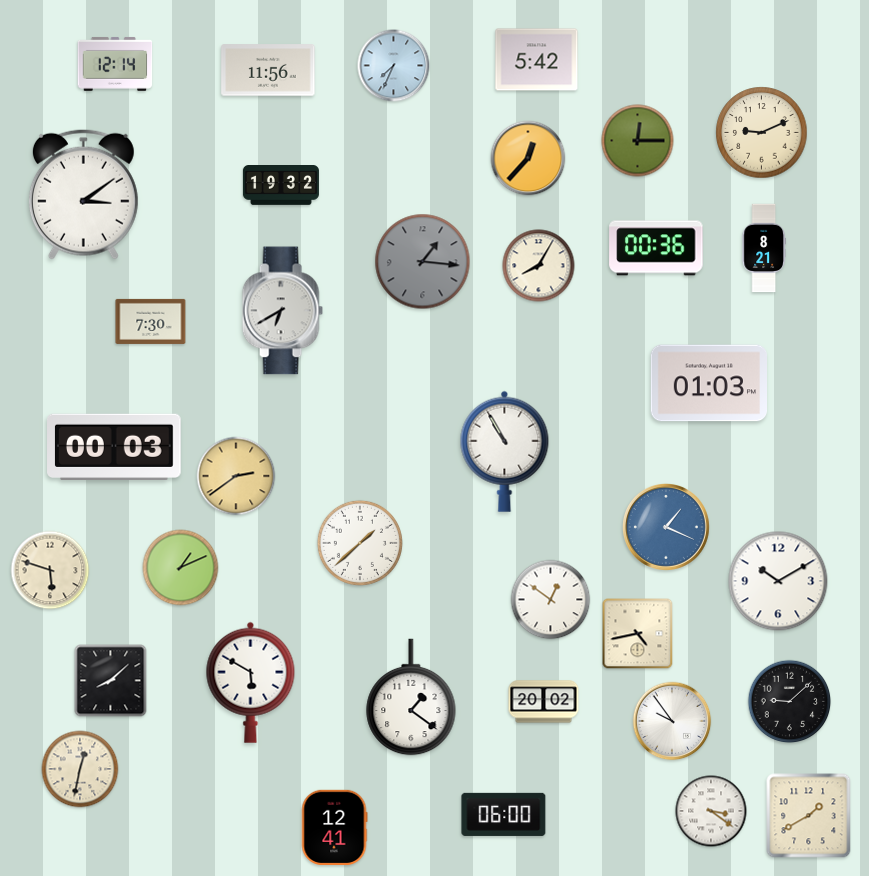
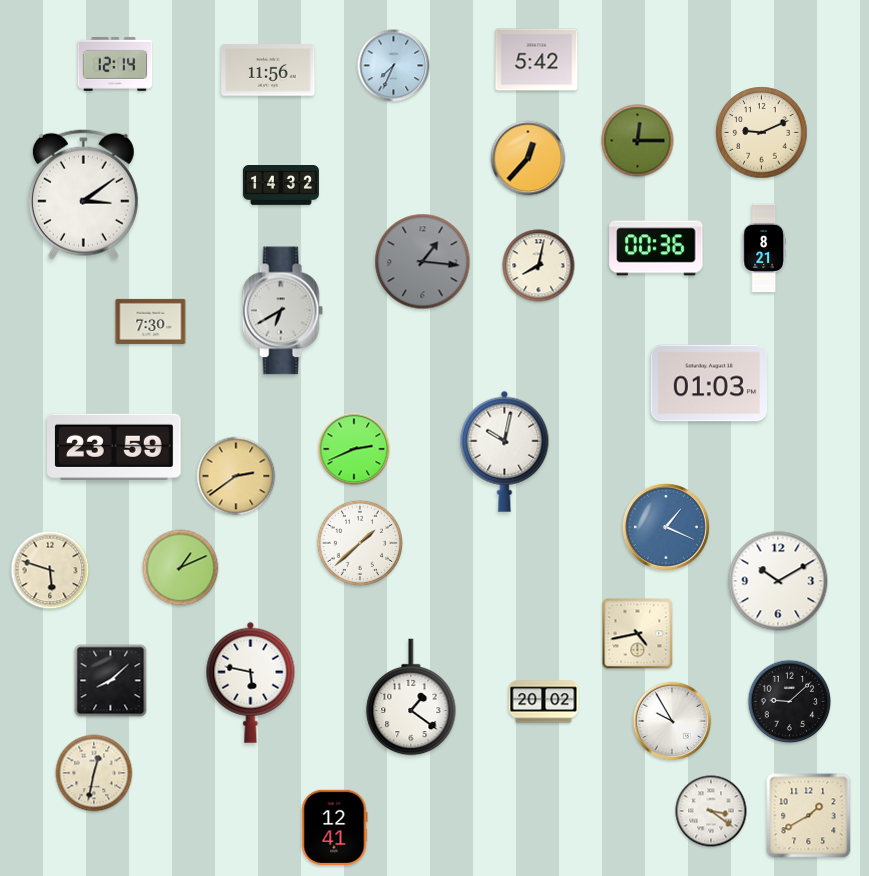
clock at (281, 186): 19:32 -> 14:32
clock at (539, 266): 8:05 -> 8:02
clock at (115, 446): 00:03 -> 23:59
clock at (354, 449): none -> 2:41
clock at (505, 451): 10:55 -> 10:02
clock at (551, 600): 12:51 -> none
clock at (251, 682): 5:50 -> 5:47
clock at (672, 721): 9:54 -> 9:55
clock at (80, 769) position: (80, 769) -> (94, 773)
clock at (504, 814): 06:00 -> none
